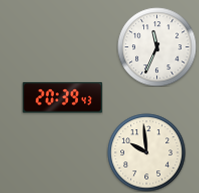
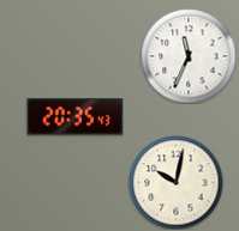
clock at (62, 98): 20:39 -> 20:35
clock at (146, 152): 9:59 -> 10:02
